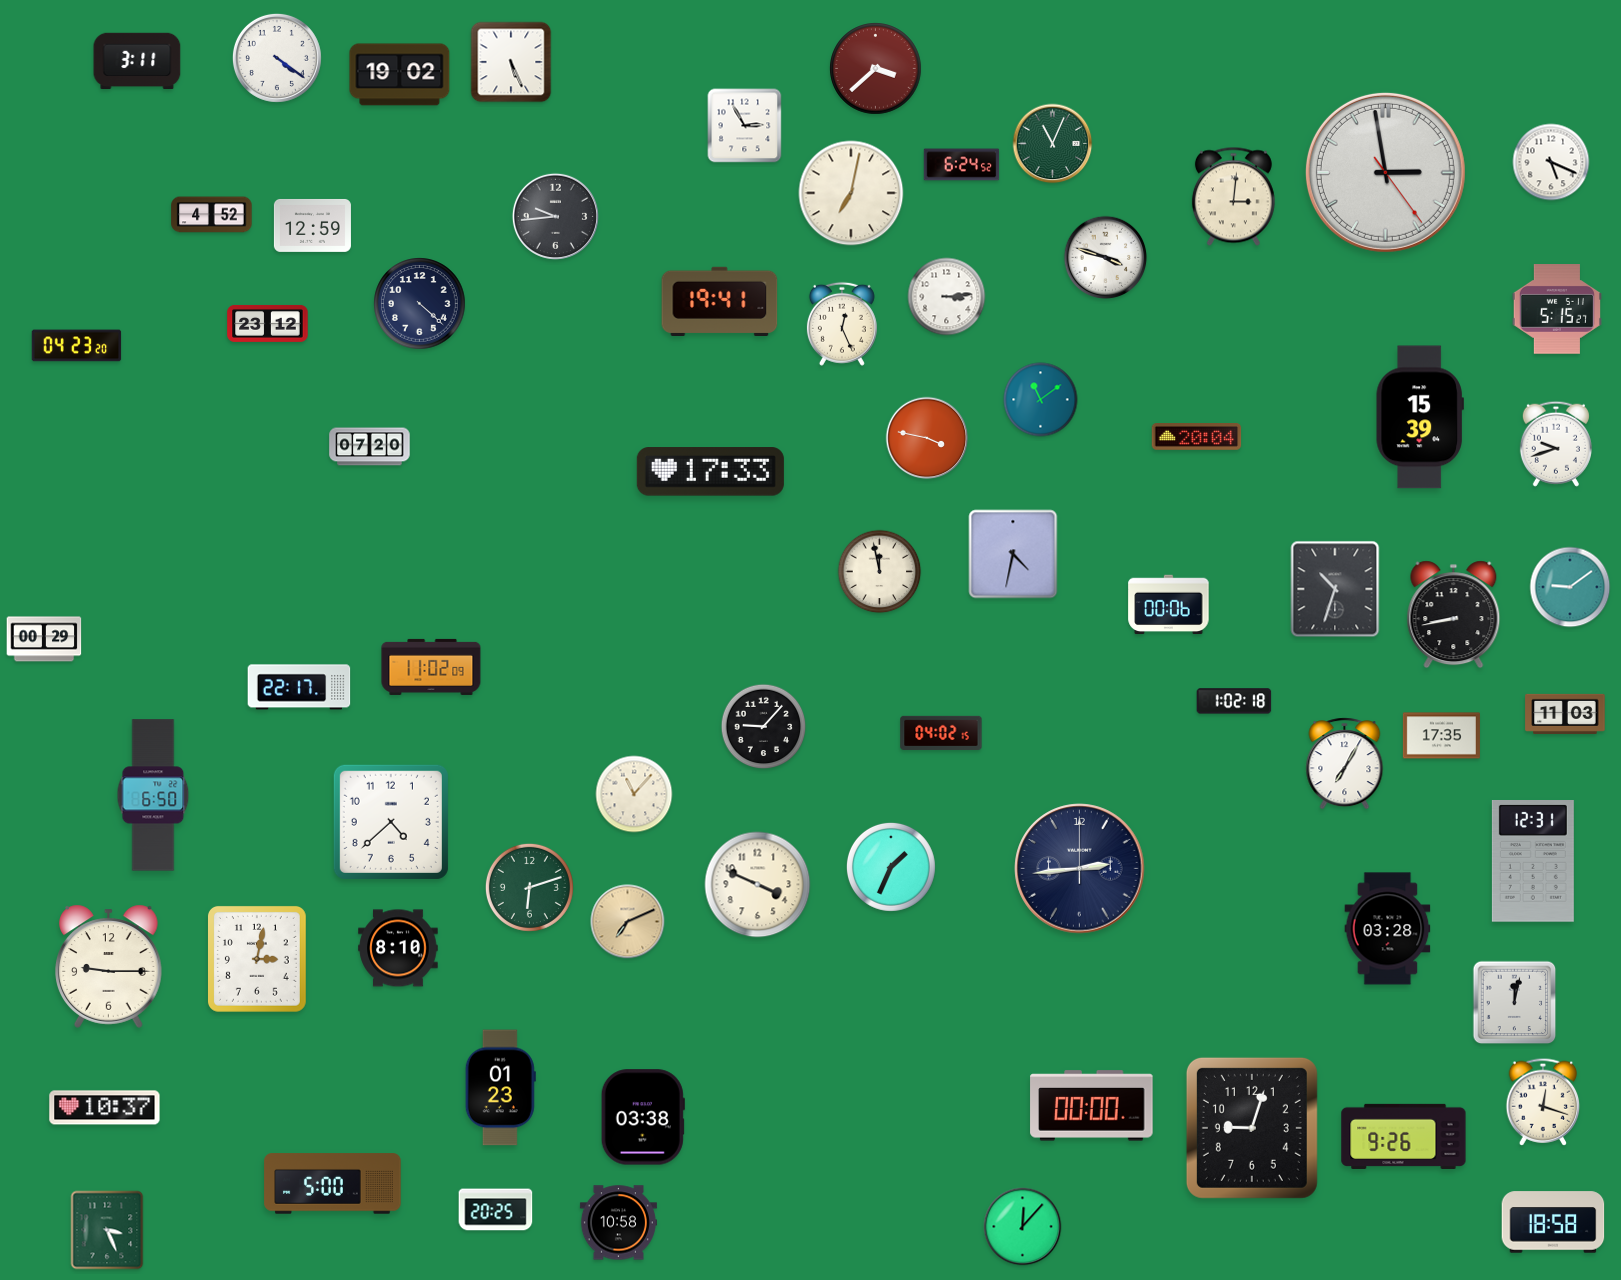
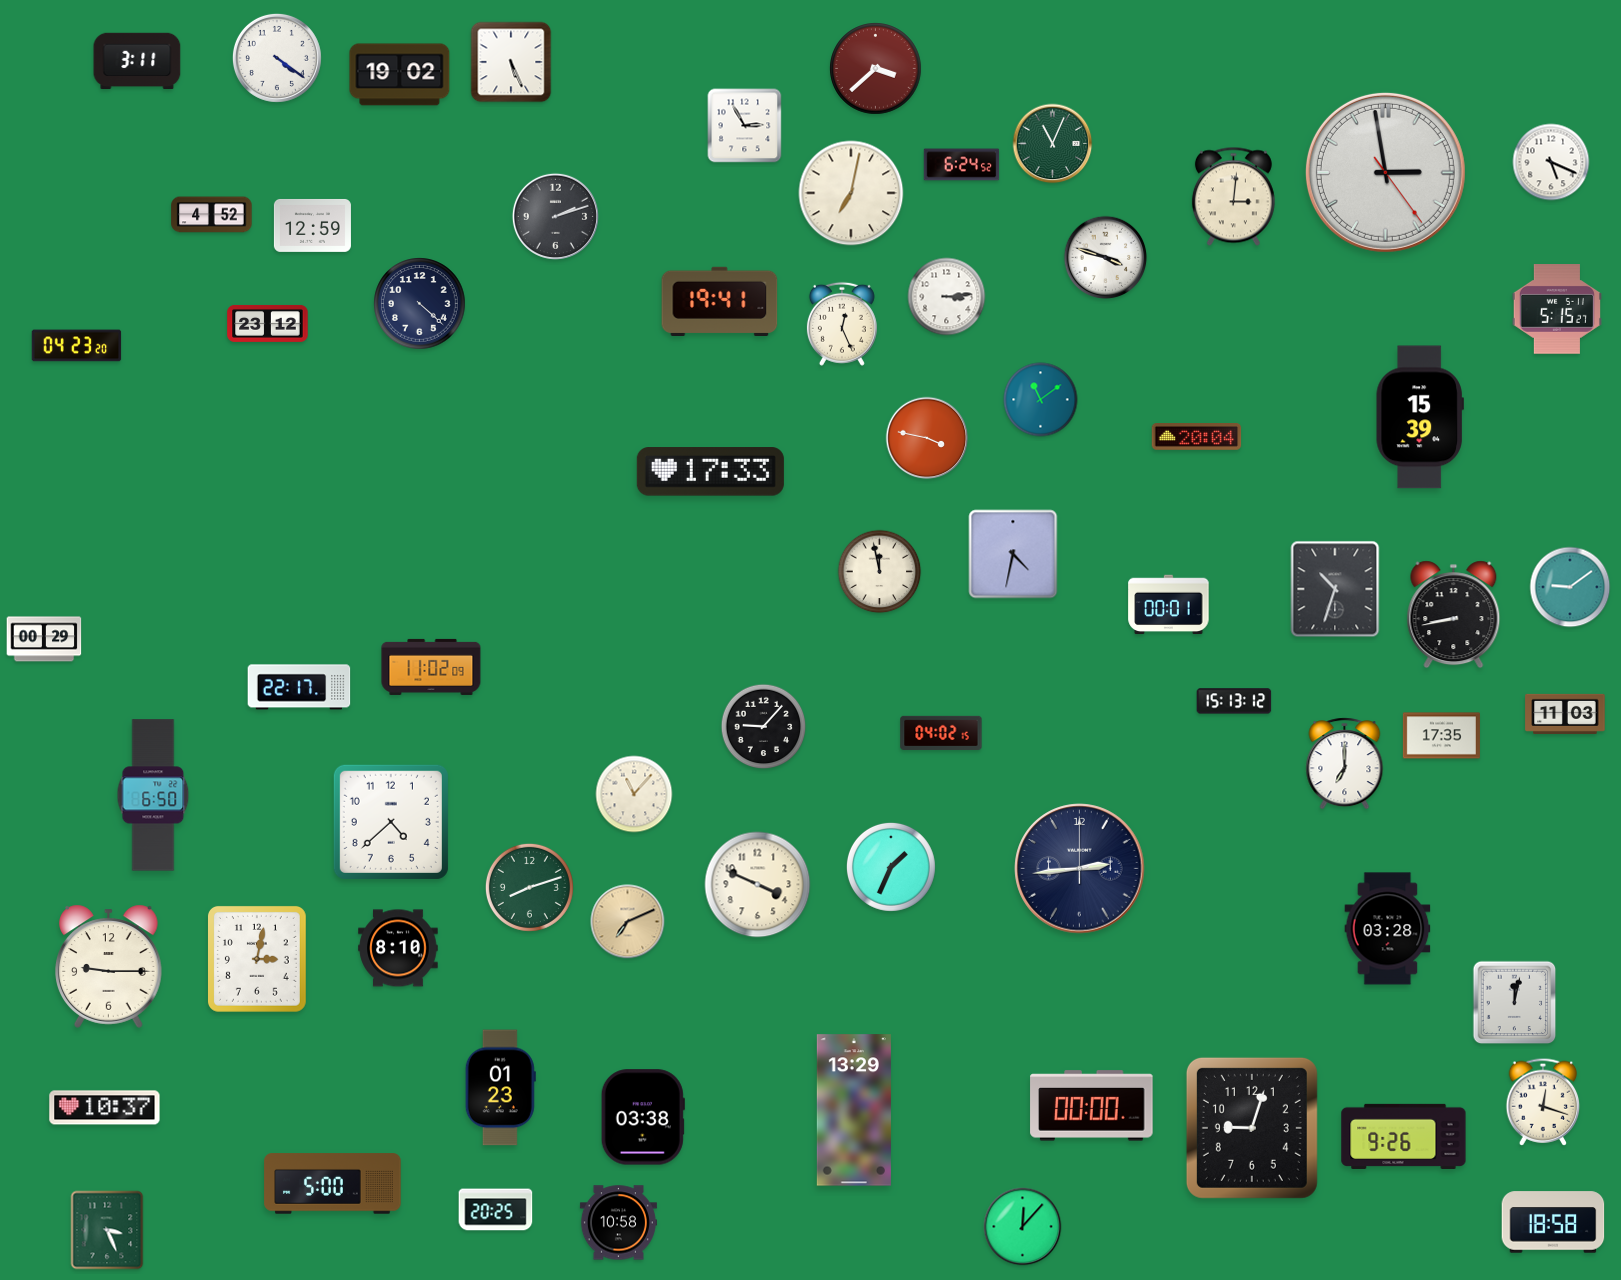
clock at (555, 216): 9:44 -> 2:12
clock at (1556, 444): 9:42 -> none
clock at (370, 447): 07:20 -> none
clock at (1169, 605): 00:06 -> 00:01
clock at (1234, 701): 1:02 -> 15:13
clock at (1345, 764): 7:05 -> 7:00
clock at (1533, 862): 12:31 -> none
clock at (529, 887): 6:12 -> 8:12
clock at (854, 1110): none -> 13:29
